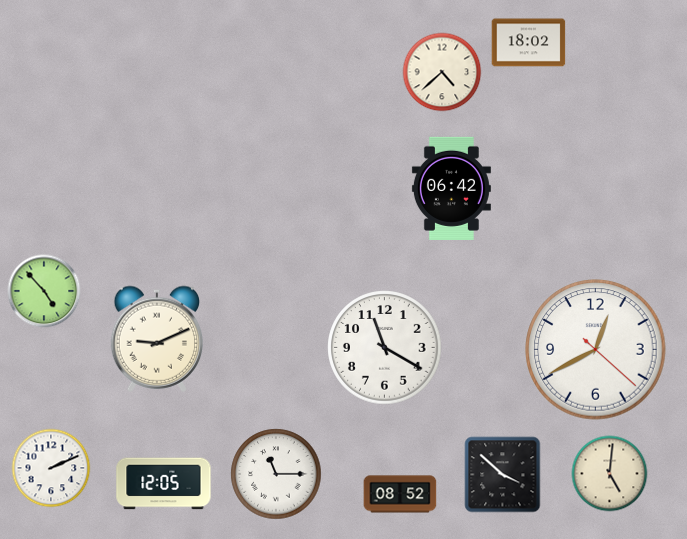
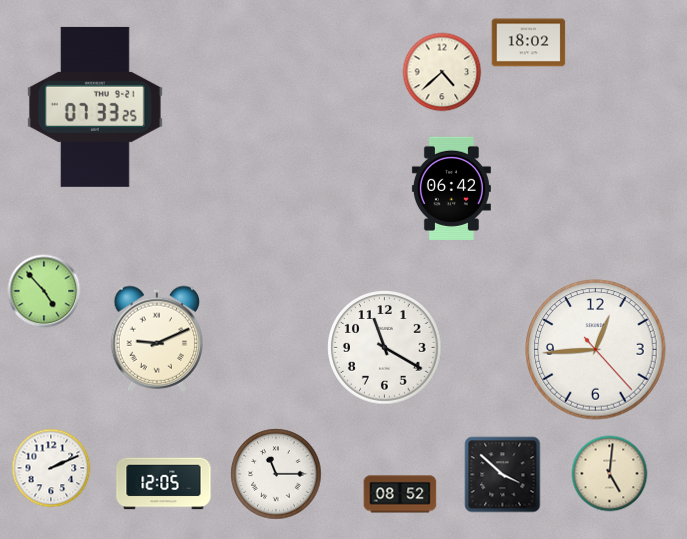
clock at (95, 107): none -> 07:33
clock at (596, 350): 12:40 -> 12:44
